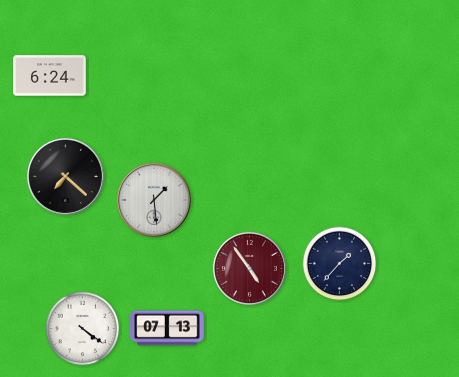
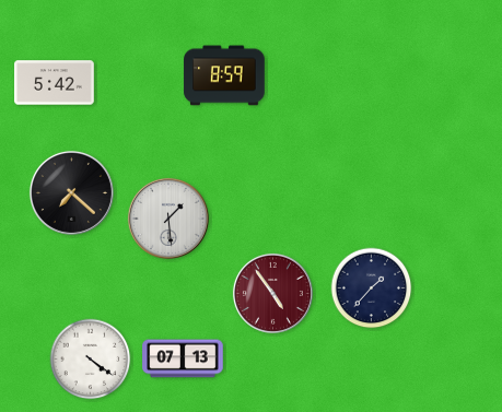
clock at (224, 75): none -> 8:59
clock at (50, 76): 6:24 -> 5:42
